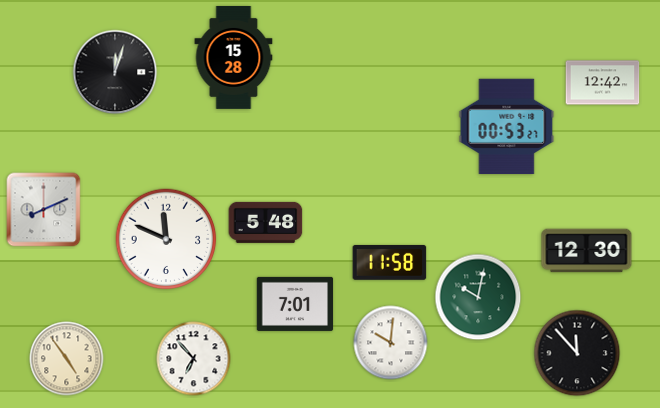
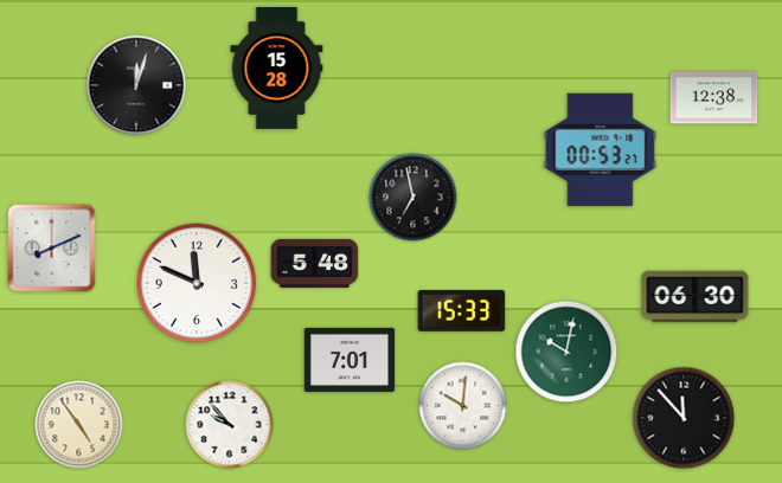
clock at (603, 83): 12:42 -> 12:38
clock at (414, 198): none -> 6:58
clock at (587, 251): 12:30 -> 06:30
clock at (390, 263): 11:58 -> 15:33
clock at (194, 359): 6:53 -> 9:53
